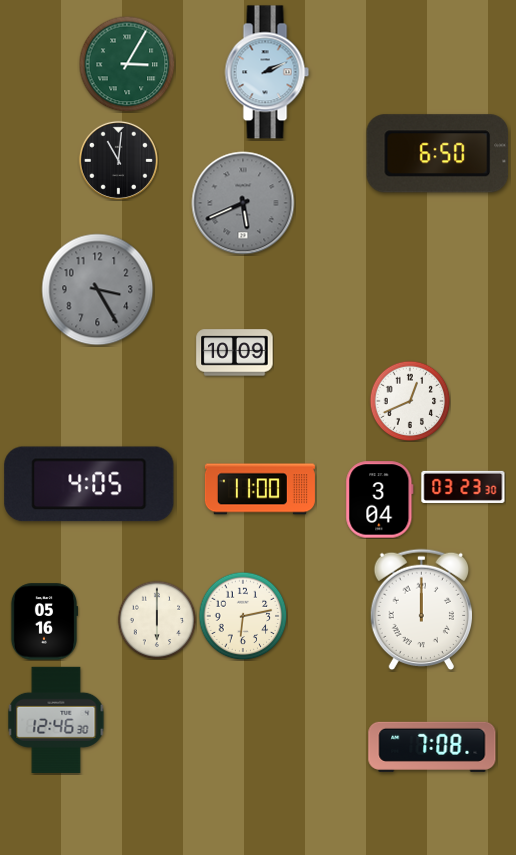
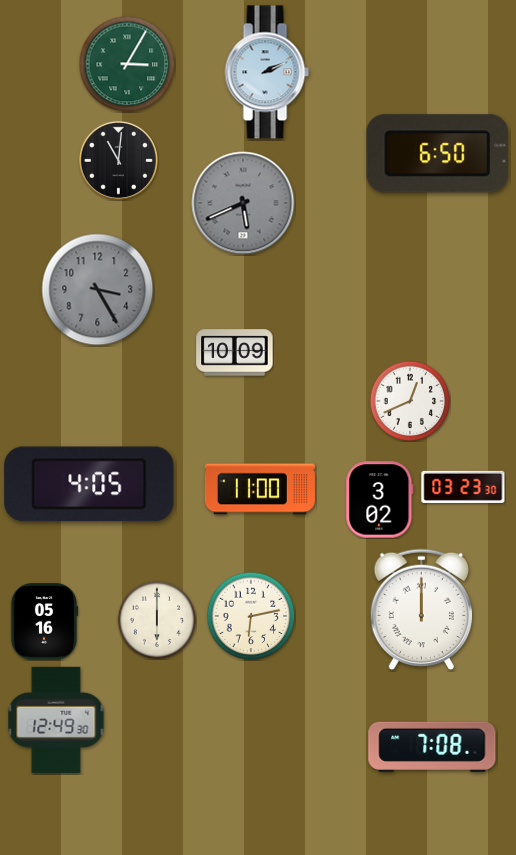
clock at (380, 500): 3:04 -> 3:02
clock at (243, 616) position: (243, 616) -> (251, 616)
clock at (56, 720): 12:46 -> 12:49
